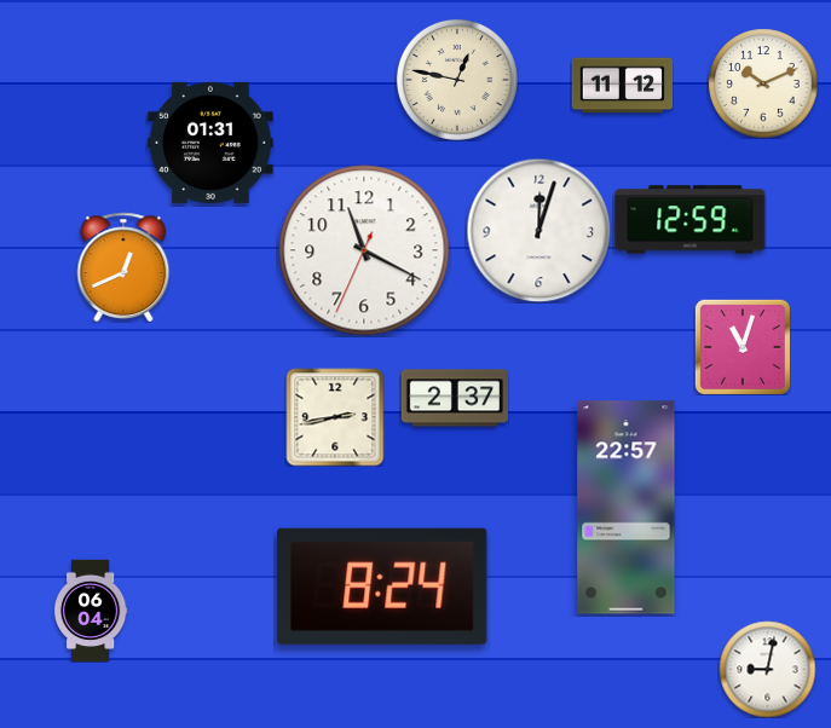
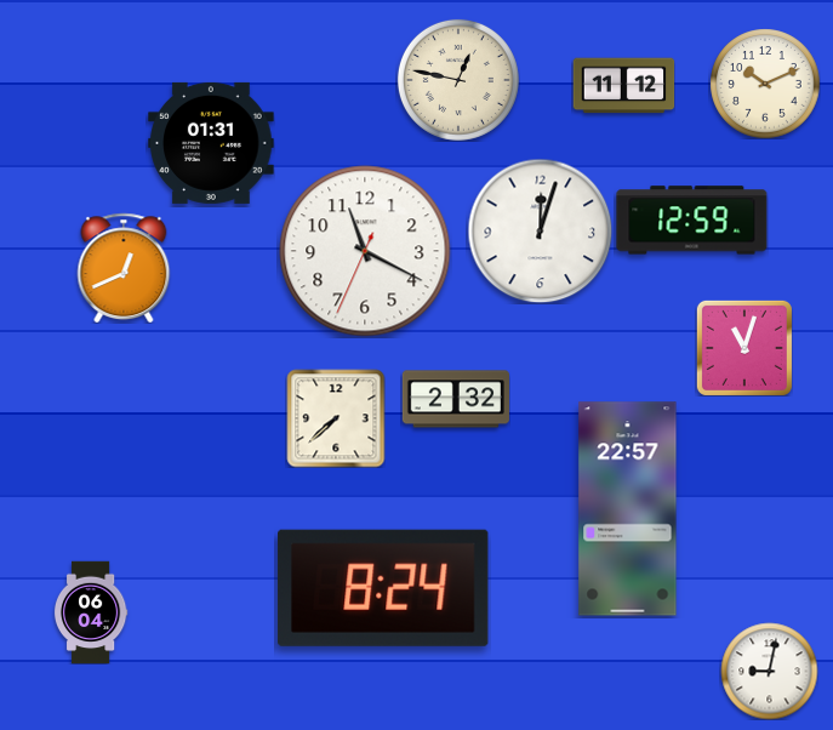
clock at (455, 398): 2:37 -> 2:32
clock at (335, 417): 2:43 -> 7:38
